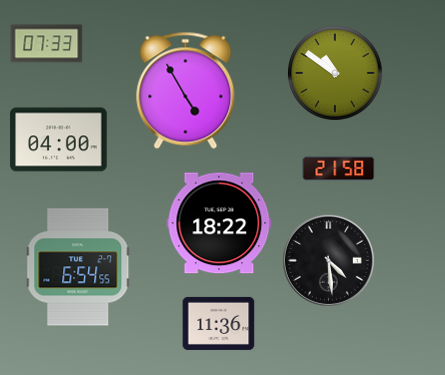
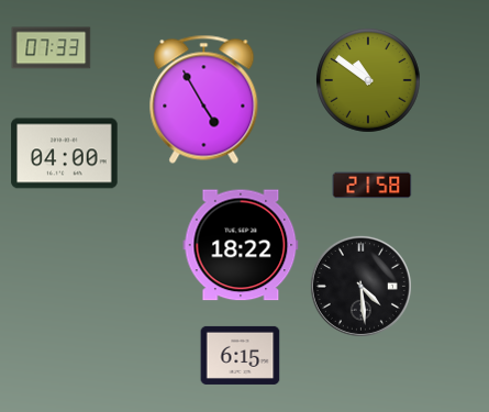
clock at (78, 267): 6:54 -> none
clock at (219, 323): 11:36 -> 6:15
